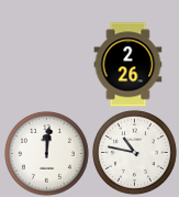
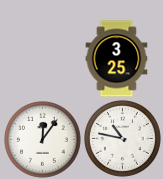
clock at (128, 65): 2:26 -> 3:25
clock at (47, 154): 12:01 -> 12:06
